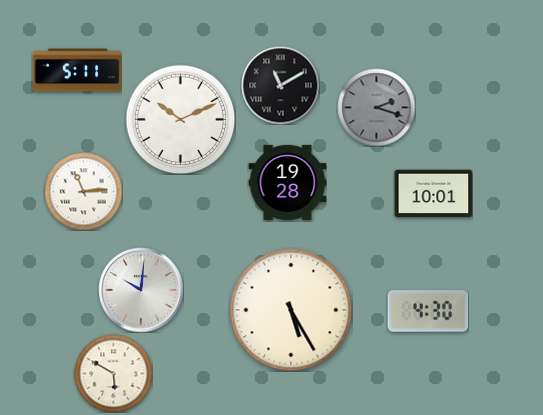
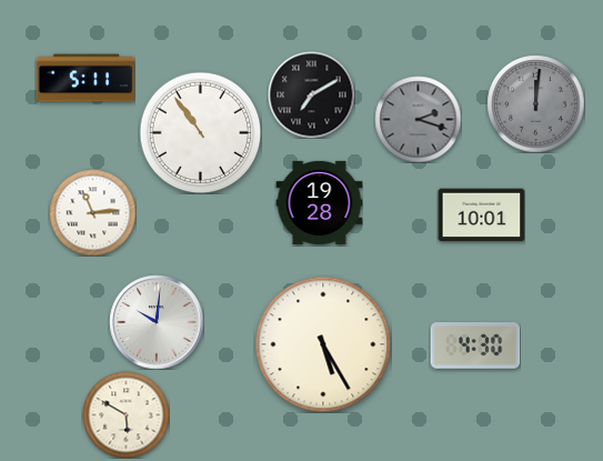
clock at (280, 85): 11:10 -> 7:10
clock at (535, 103): none -> 12:01
clock at (180, 119): 10:11 -> 10:54
